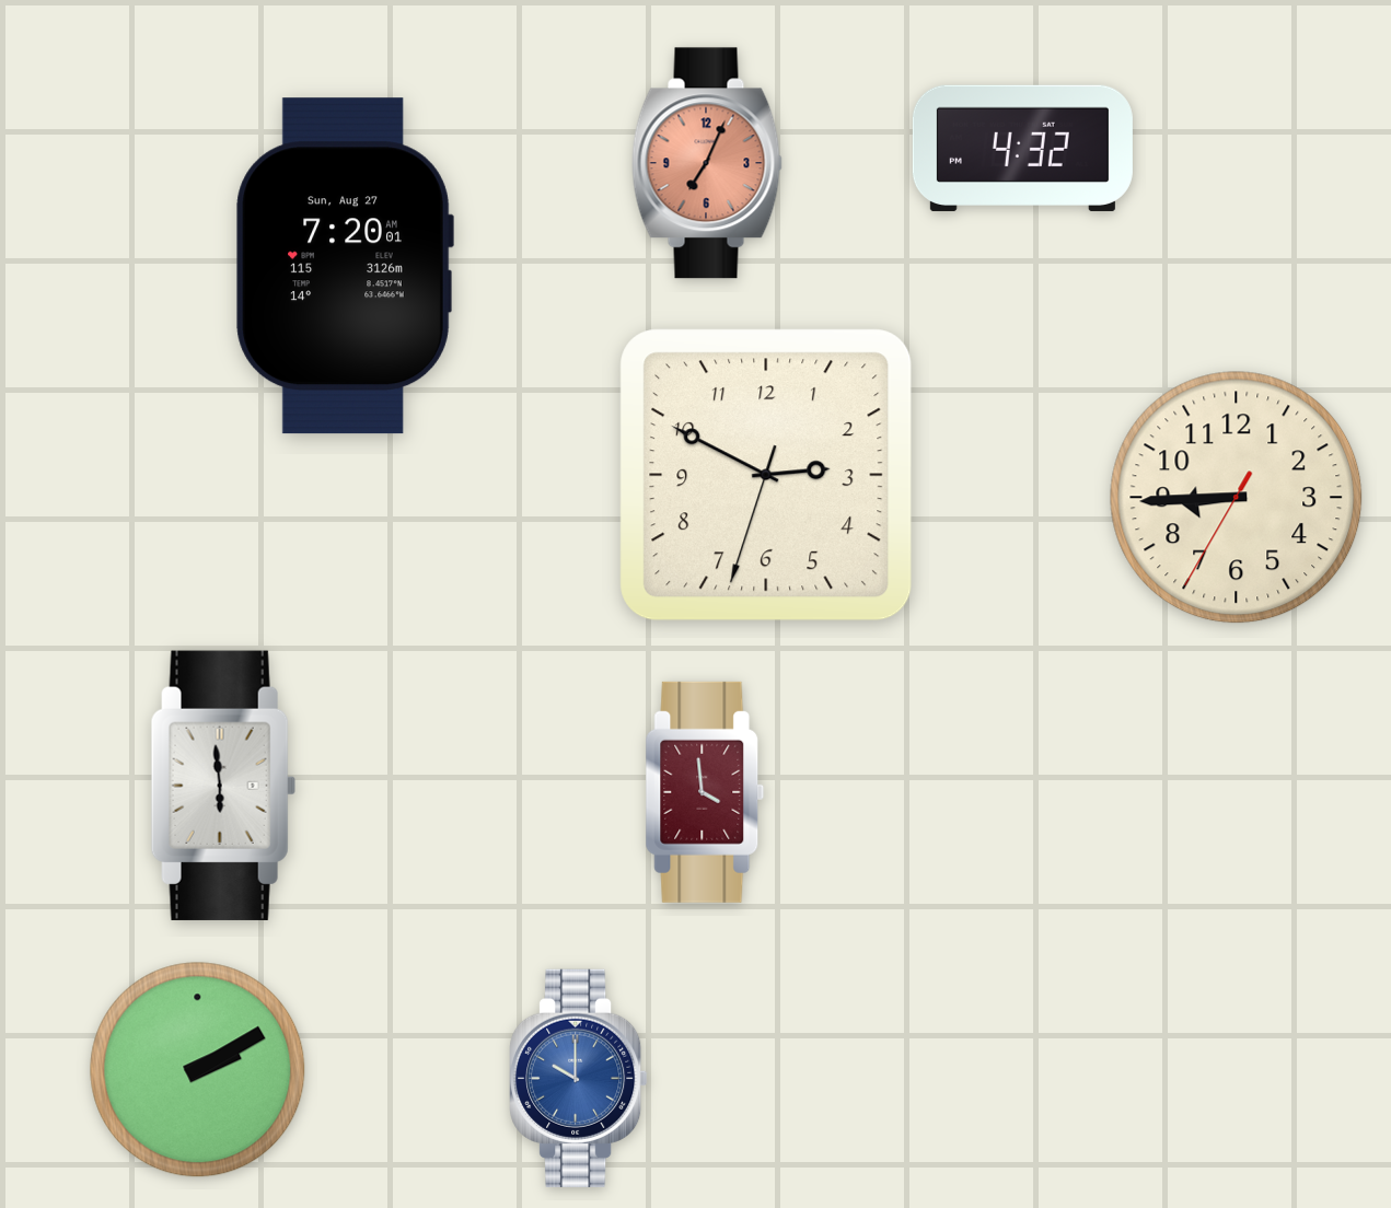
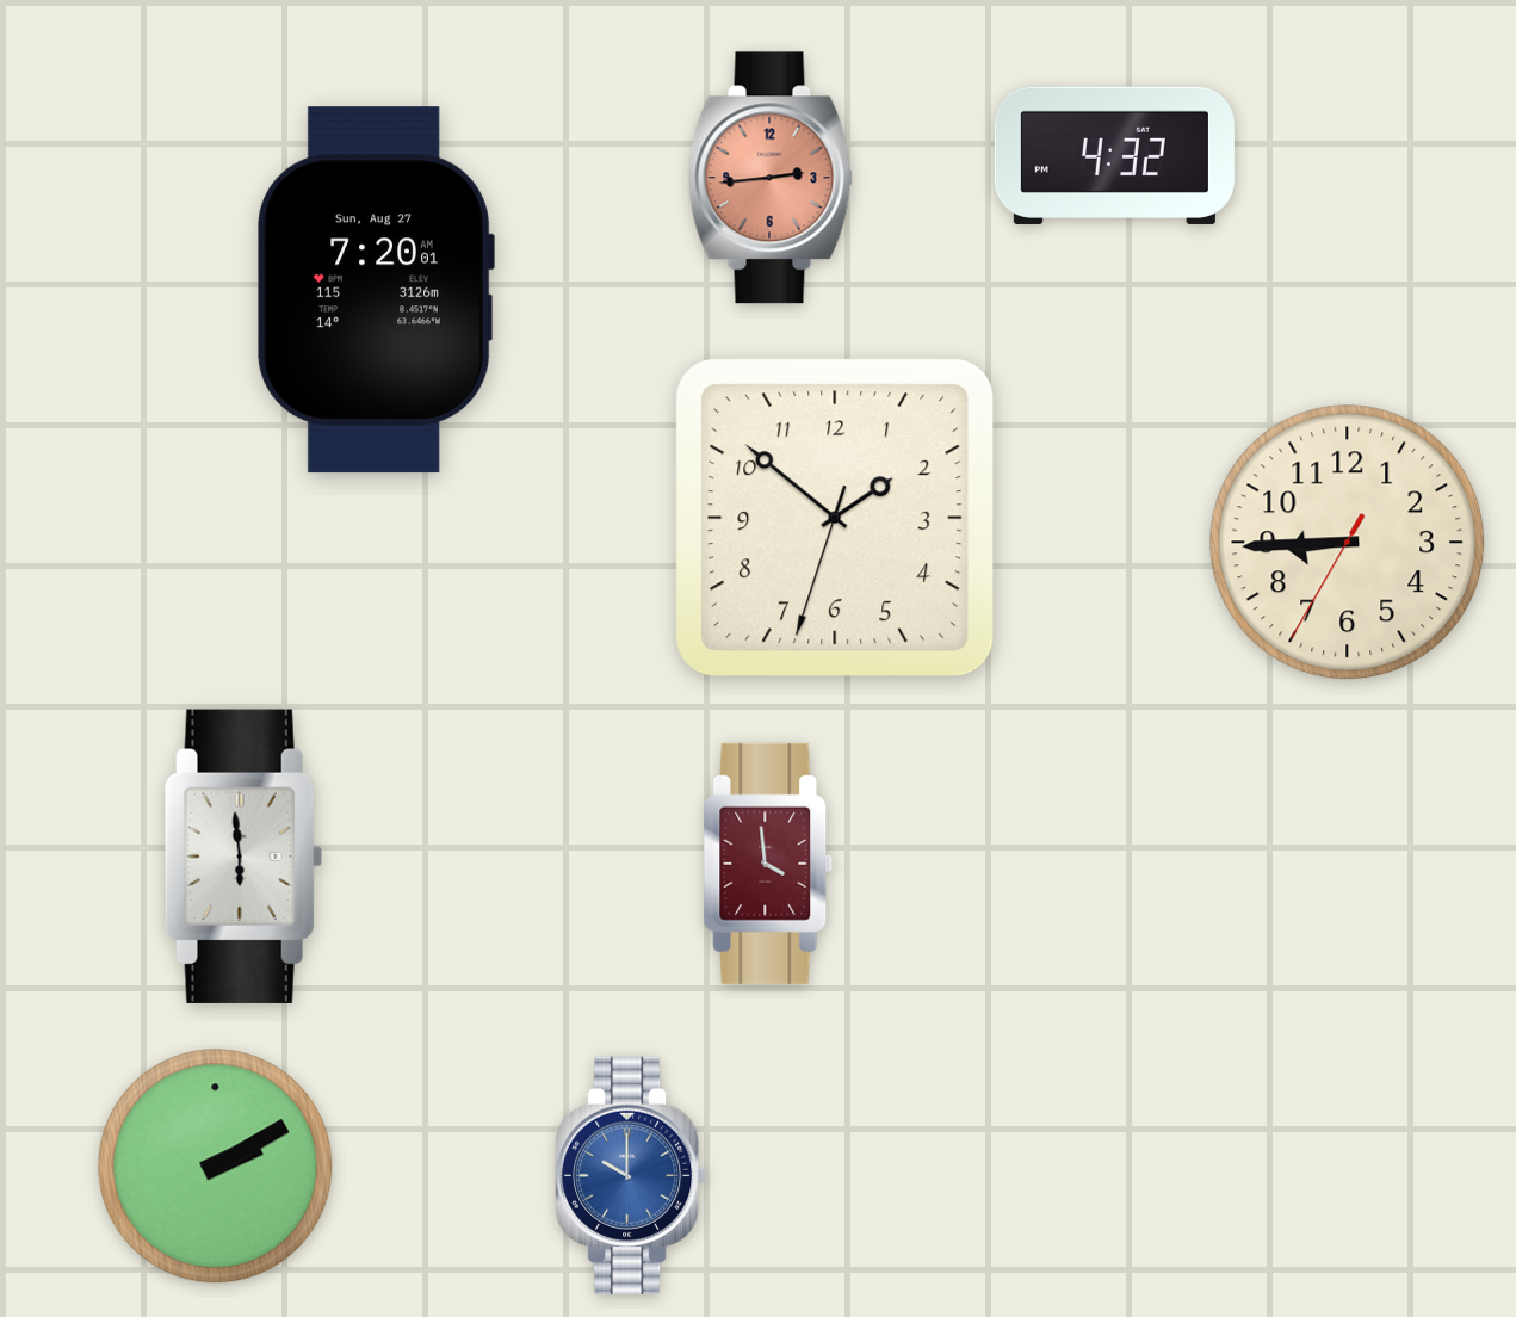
clock at (1022, 148) position: (1022, 148) -> (1114, 155)
clock at (707, 163): 7:04 -> 2:44
clock at (766, 475): 2:49 -> 1:51
